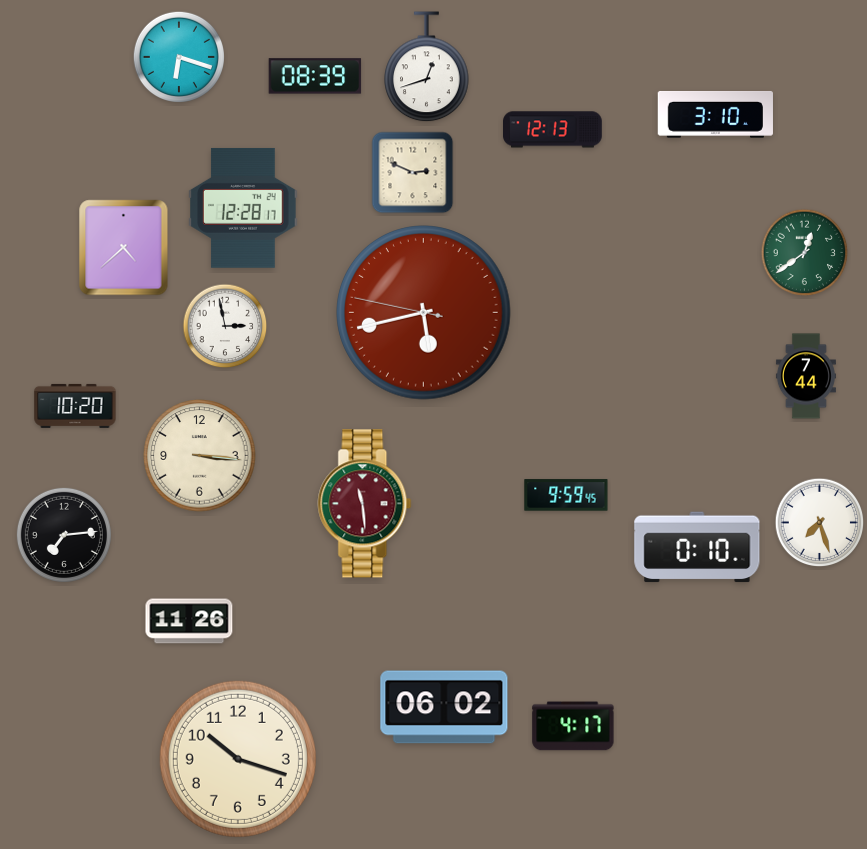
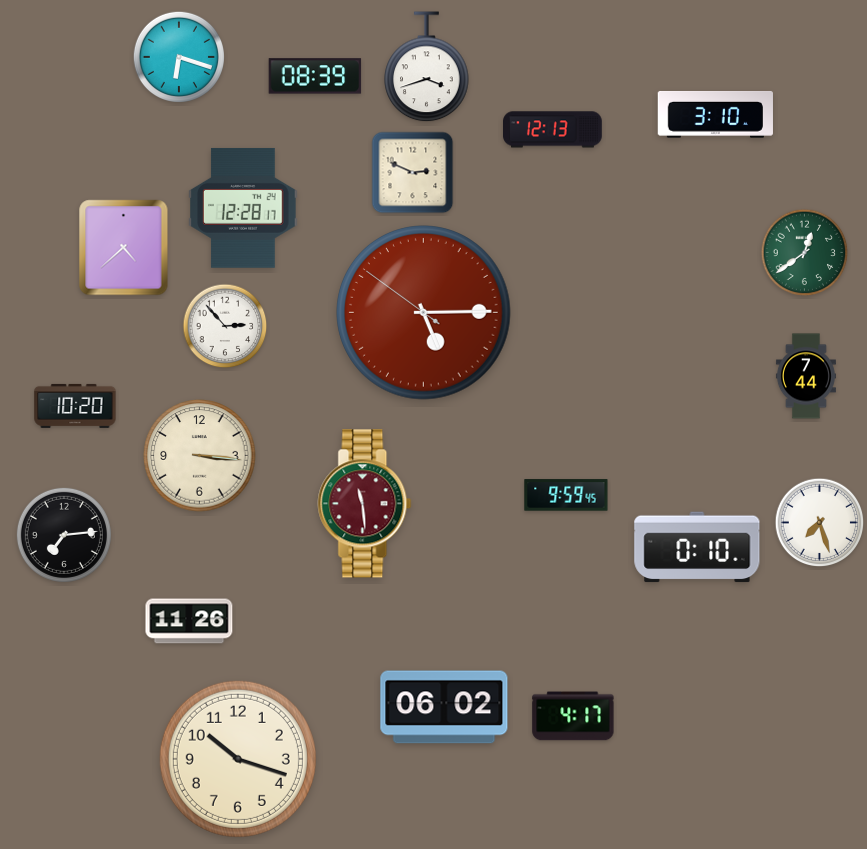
clock at (427, 67): 12:42 -> 3:42
clock at (424, 313): 5:42 -> 5:14
clock at (225, 326): 2:58 -> 2:53
clock at (573, 726) position: (573, 726) -> (573, 716)
